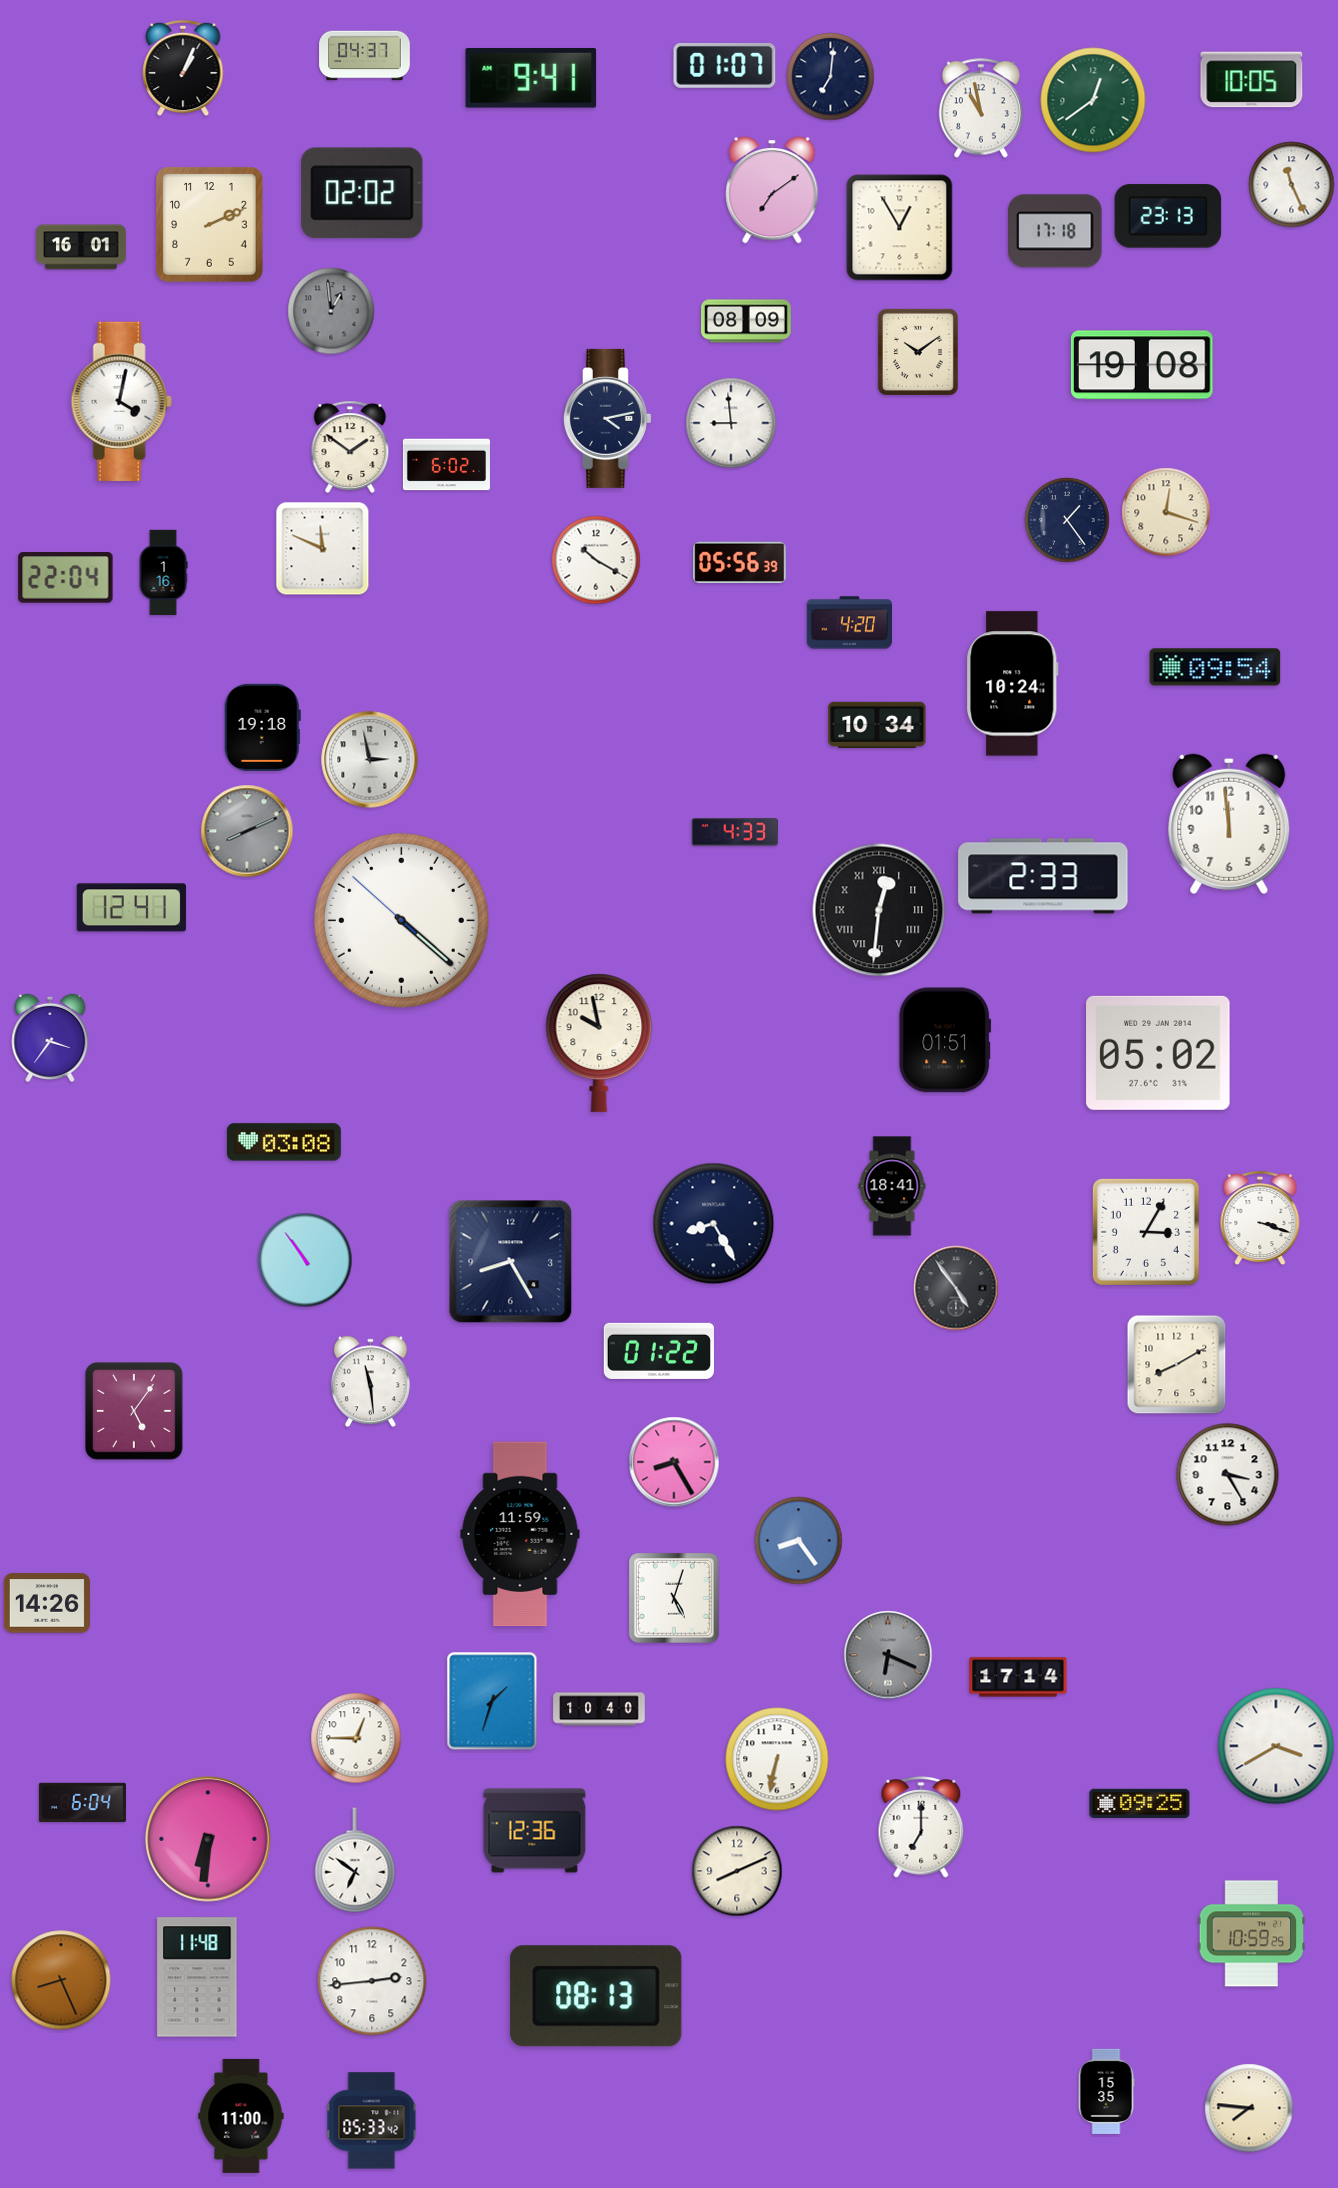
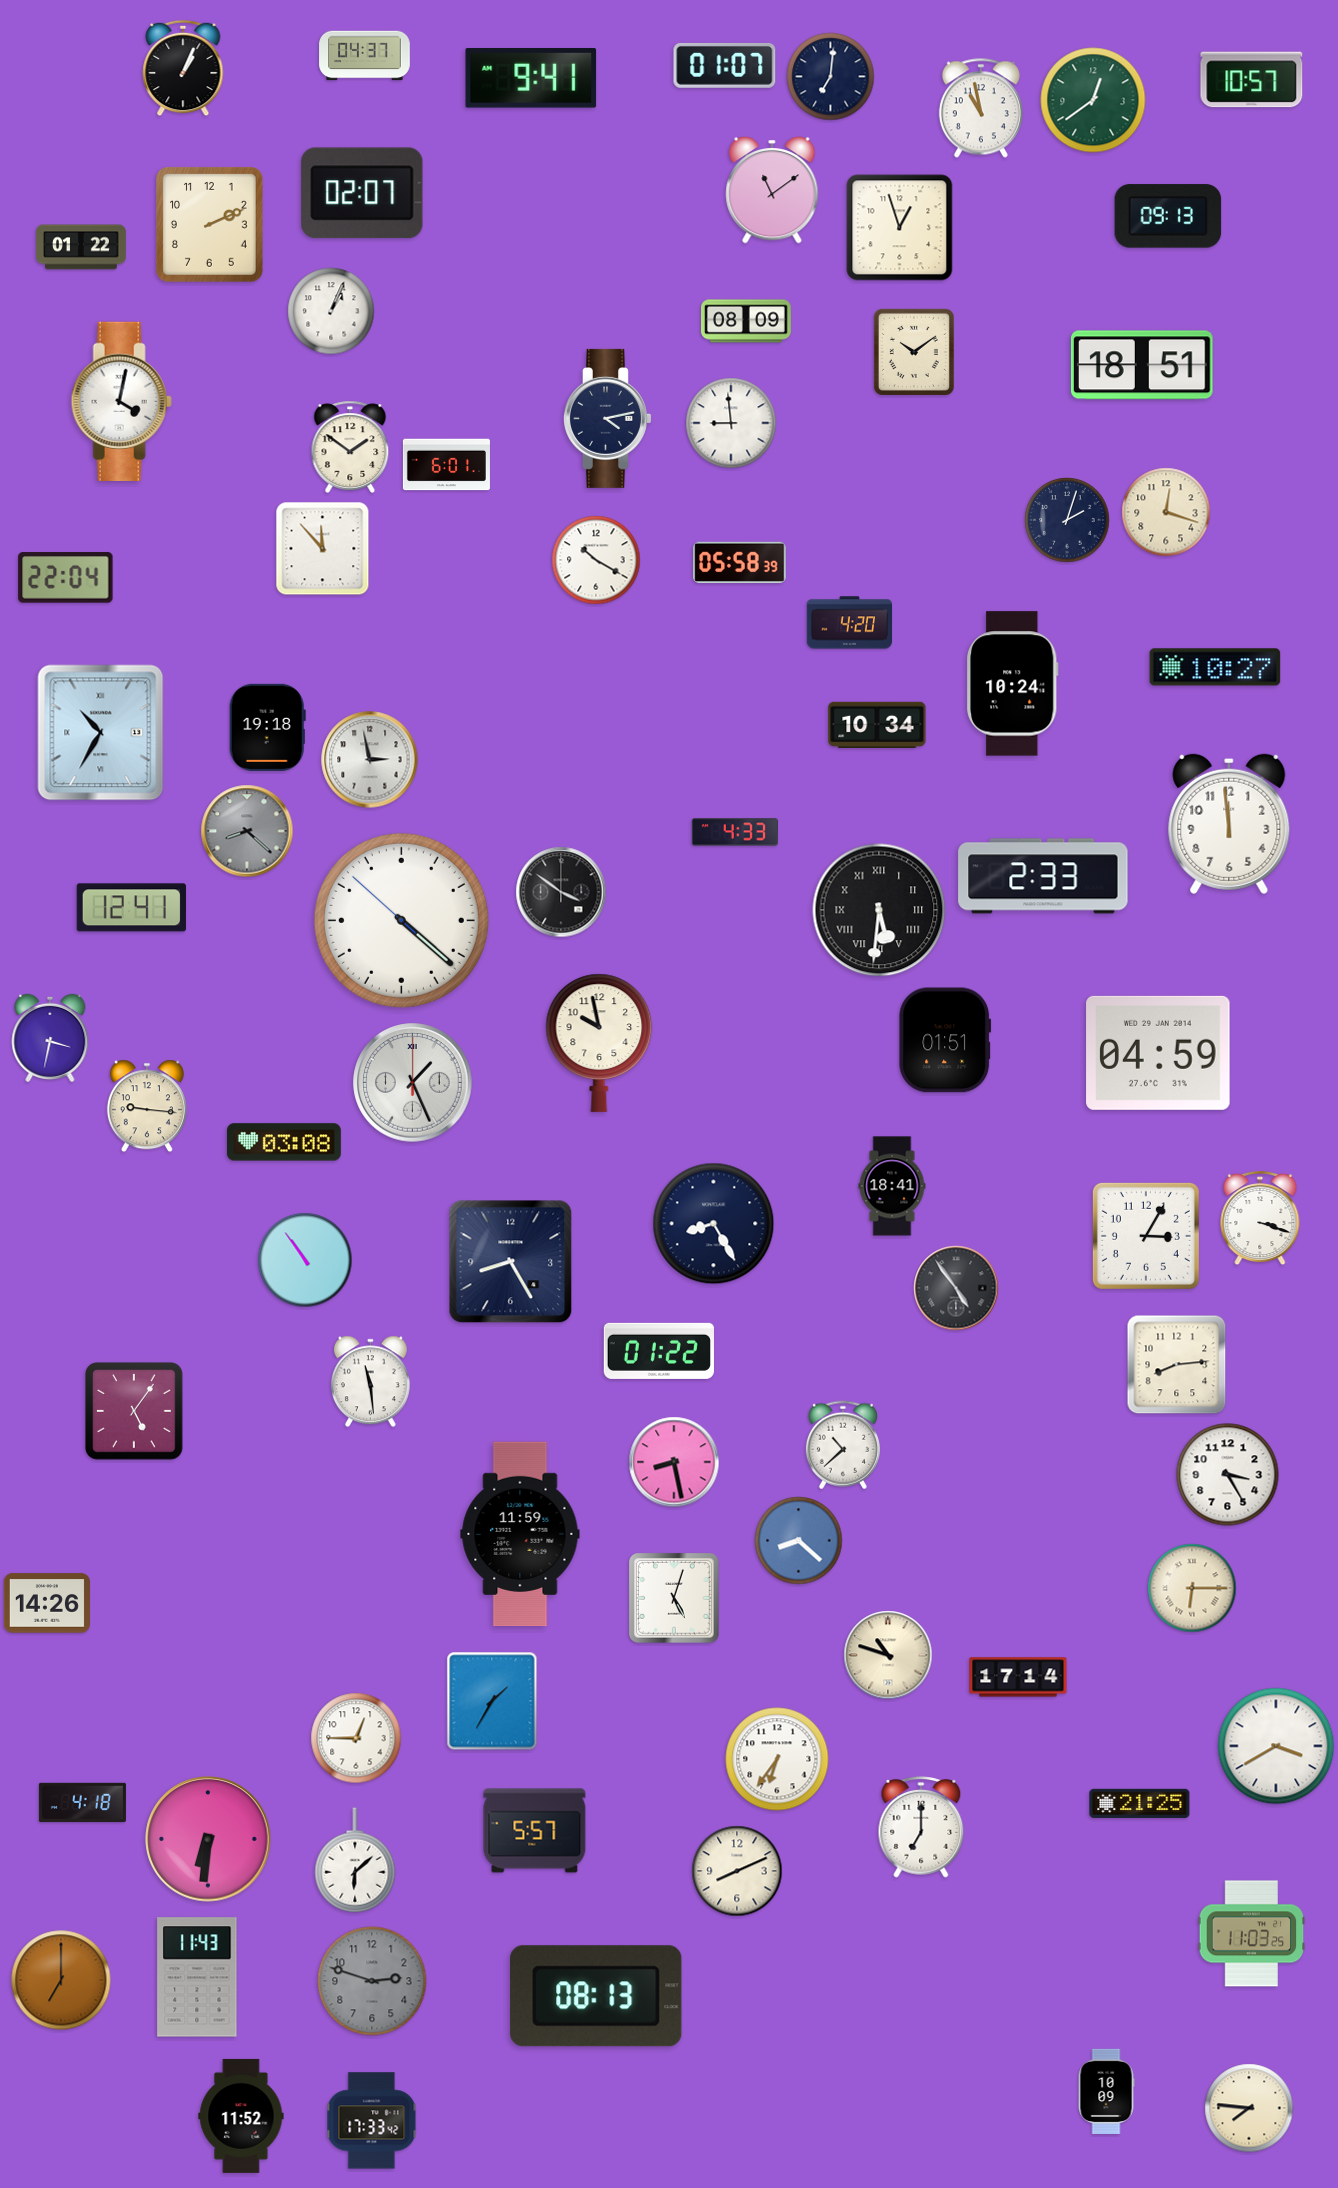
clock at (1252, 80): 10:05 -> 10:57
clock at (1292, 185): 11:26 -> none
clock at (772, 190): 7:09 -> 11:09
clock at (362, 193): 02:02 -> 02:07
clock at (1168, 216): 23:13 -> 09:13
clock at (900, 228): 12:55 -> 12:57
clock at (1055, 231): 17:18 -> none
clock at (82, 247): 16:01 -> 01:22
clock at (331, 311): 12:59 -> 1:04
clock at (331, 311) dial: grey -> white
clock at (918, 352) position: (918, 352) -> (914, 352)
clock at (1142, 365): 19:08 -> 18:51
clock at (446, 465): 6:02 -> 6:01
clock at (1067, 520): 1:24 -> 2:03
clock at (323, 549): 11:49 -> 11:53
clock at (740, 563): 05:56 -> 05:58
clock at (163, 573): 1:16 -> none
clock at (1215, 667): 09:54 -> 10:27
clock at (262, 727) position: (262, 727) -> (267, 727)
clock at (101, 733): none -> 10:35
clock at (247, 831): 8:11 -> 8:22
clock at (561, 892): none -> 3:51
clock at (879, 910): 12:31 -> 5:31
clock at (50, 1038): 3:36 -> 3:32
clock at (1158, 1053): 05:02 -> 04:59
clock at (413, 1083): none -> 1:26
clock at (147, 1106): none -> 9:16
clock at (1146, 1232) position: (1146, 1232) -> (1146, 1236)
clock at (1177, 1365): 8:10 -> 8:14
clock at (843, 1445): none -> 10:38
clock at (674, 1462): 8:25 -> 8:28
clock at (799, 1541): 8:24 -> 8:22
clock at (1192, 1588): none -> 6:15
clock at (888, 1655): 6:19 -> 10:48
clock at (888, 1655) dial: grey -> cream
clock at (492, 1701): 1:33 -> 1:35
clock at (599, 1709): 10:40 -> none
clock at (777, 1759): 6:32 -> 6:36
clock at (82, 1803): 6:04 -> 4:18
clock at (1140, 1803): 09:25 -> 21:25
clock at (535, 1831): 12:36 -> 5:57
clock at (355, 1860): 6:51 -> 6:08
clock at (1252, 1934): 10:59 -> 11:03
clock at (197, 1977): 11:48 -> 11:43
clock at (61, 1980): 8:26 -> 7:00
clock at (372, 1981): 2:44 -> 2:48
clock at (372, 1981) dial: white -> grey
clock at (1106, 2091): 15:35 -> 10:09
clock at (241, 2116): 11:00 -> 11:52
clock at (372, 2121): 05:33 -> 17:33
